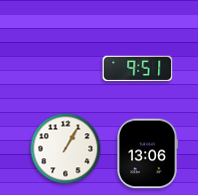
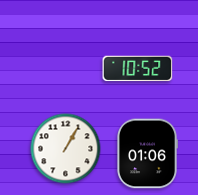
clock at (138, 69): 9:51 -> 10:52
clock at (148, 154): 13:06 -> 01:06
